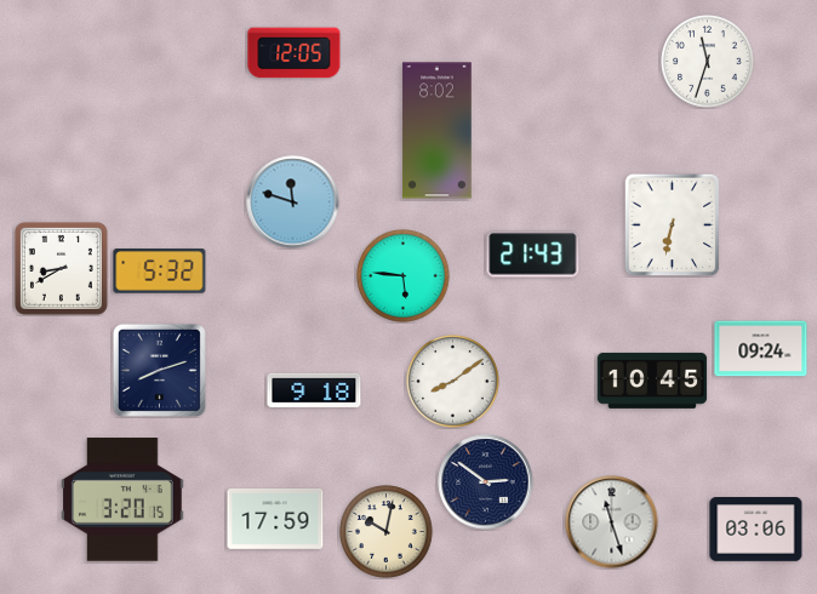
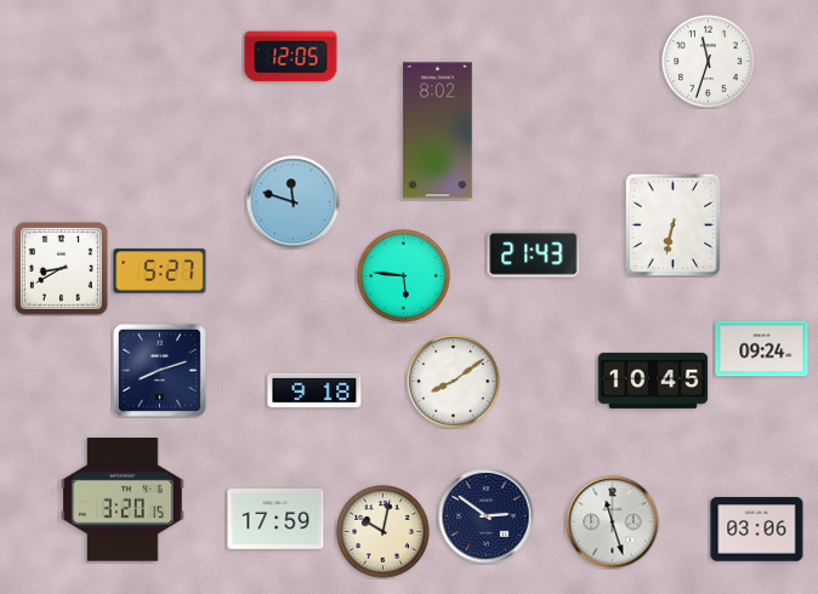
clock at (295, 53) position: (295, 53) -> (291, 57)
clock at (160, 272): 5:32 -> 5:27
clock at (486, 482) position: (486, 482) -> (487, 516)
clock at (387, 532) position: (387, 532) -> (384, 532)
